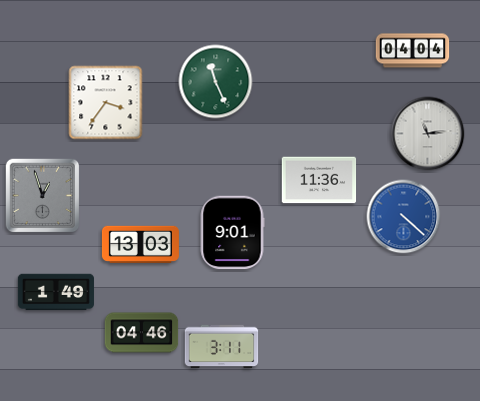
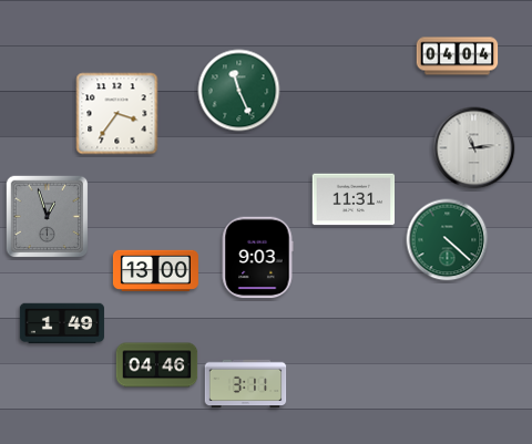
clock at (319, 180): 11:36 -> 11:31
clock at (404, 217) dial: blue -> green
clock at (232, 233): 9:01 -> 9:03
clock at (140, 244): 13:03 -> 13:00
clock at (142, 333) position: (142, 333) -> (157, 365)
